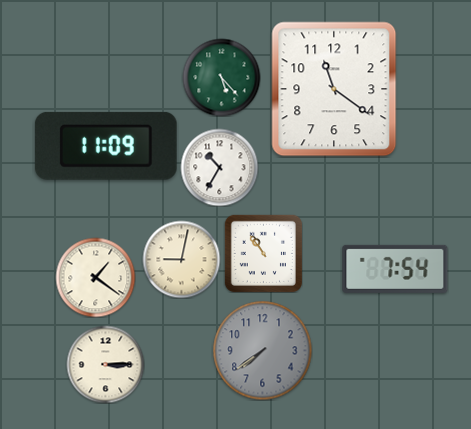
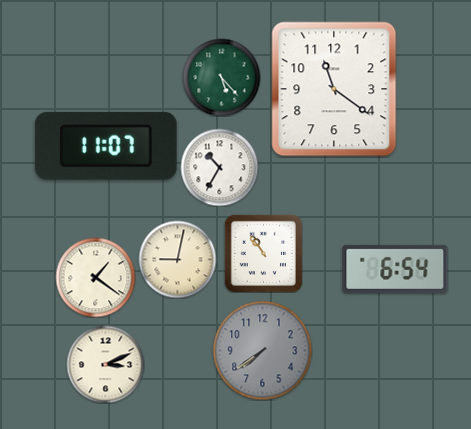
clock at (106, 146): 11:09 -> 11:07
clock at (181, 259) position: (181, 259) -> (177, 259)
clock at (395, 269): 7:54 -> 6:54
clock at (105, 364): 3:15 -> 3:11
